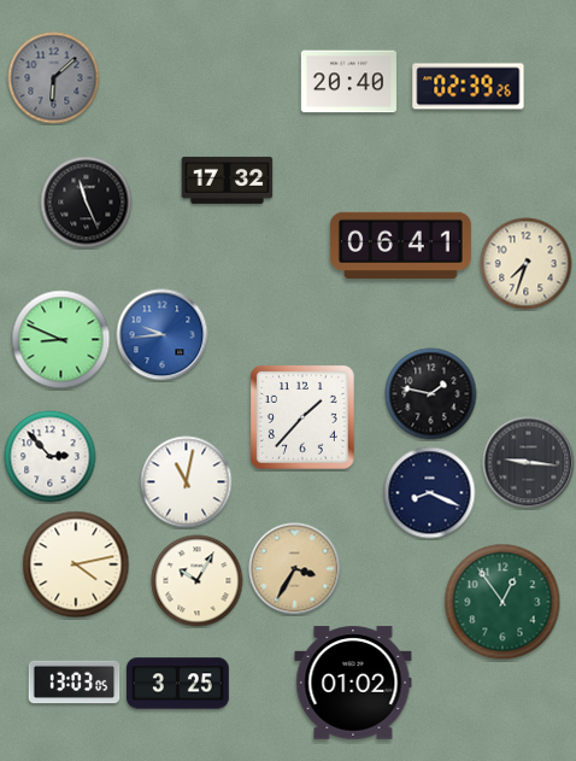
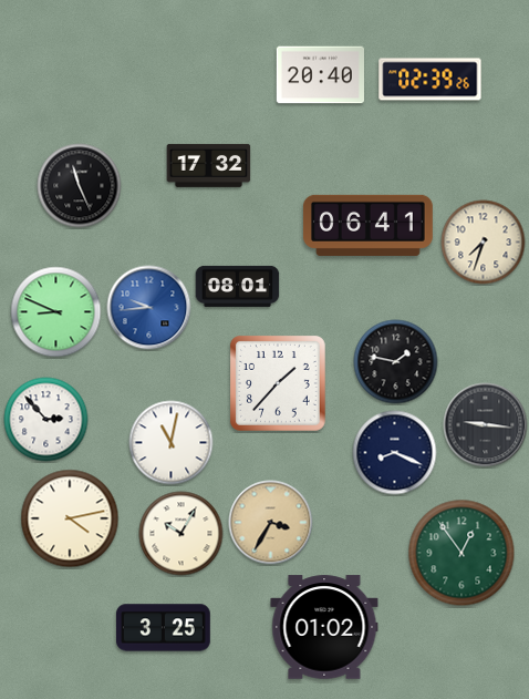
clock at (54, 78): 6:08 -> none
clock at (238, 286): none -> 08:01
clock at (75, 683): 13:03 -> none
